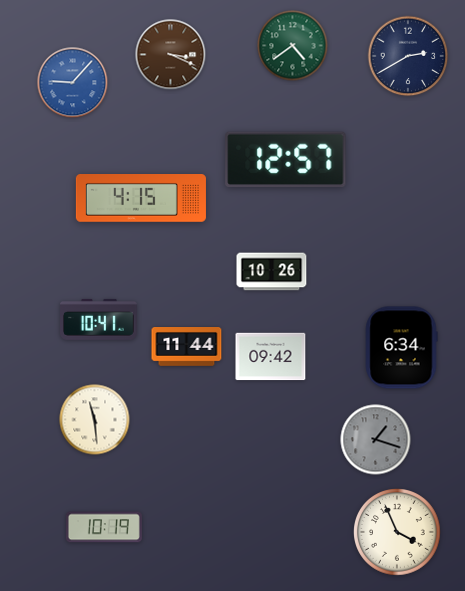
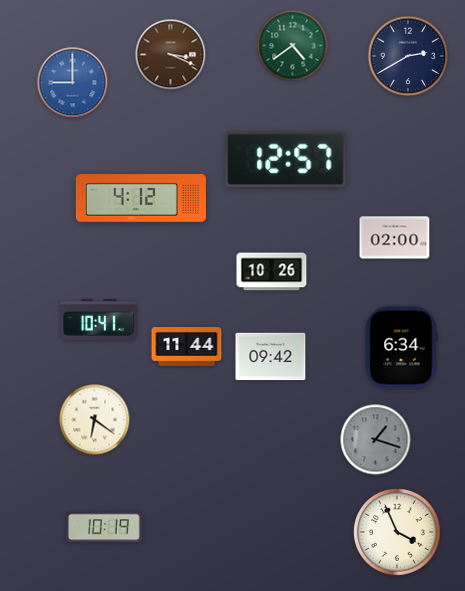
clock at (73, 83): 9:07 -> 9:00
clock at (141, 199): 4:15 -> 4:12
clock at (395, 238): none -> 02:00
clock at (95, 420): 11:29 -> 6:21
